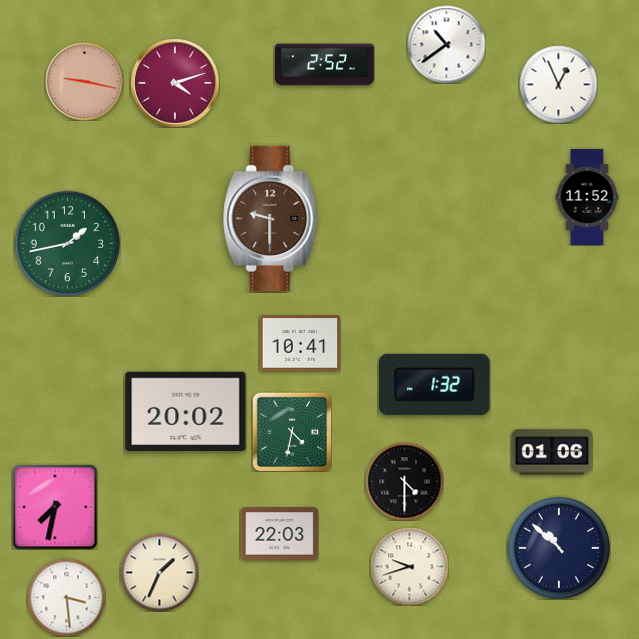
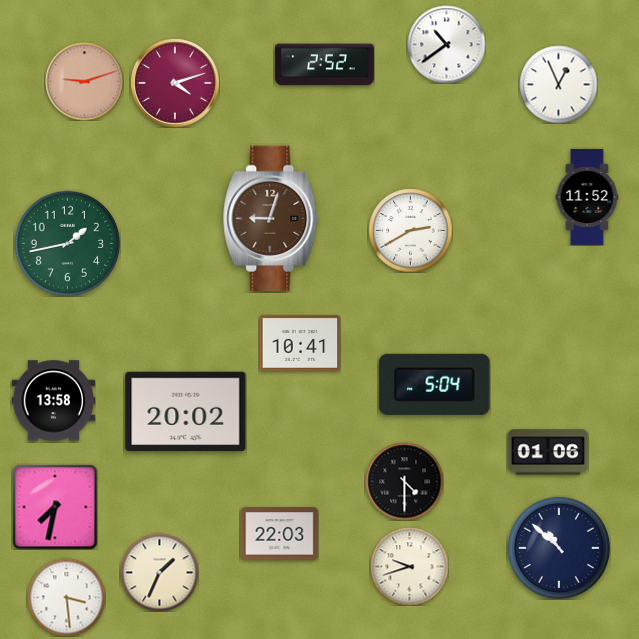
clock at (84, 81): 9:17 -> 9:12
clock at (271, 219): 9:30 -> 9:03
clock at (410, 230): none -> 2:40
clock at (435, 384): 1:32 -> 5:04
clock at (53, 401): none -> 13:58
clock at (292, 432): 4:32 -> none
clock at (552, 452) position: (552, 452) -> (548, 452)
